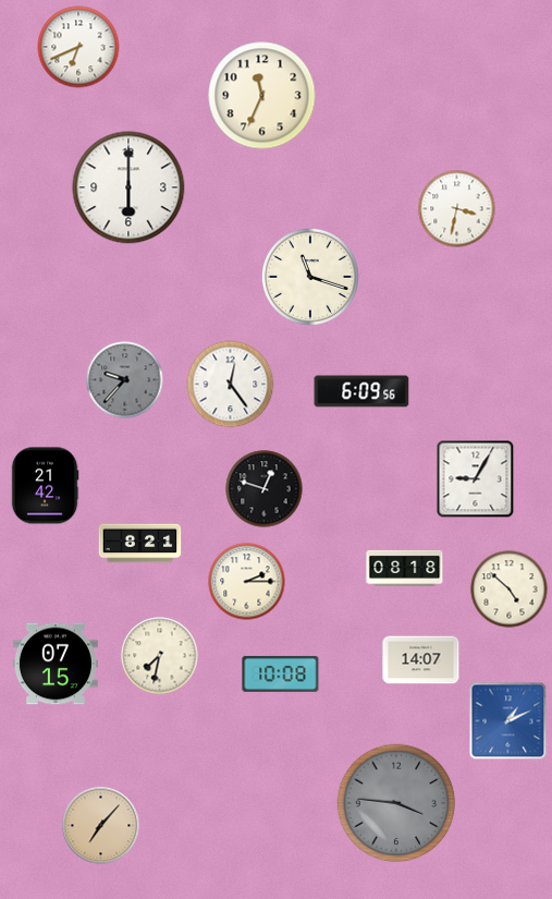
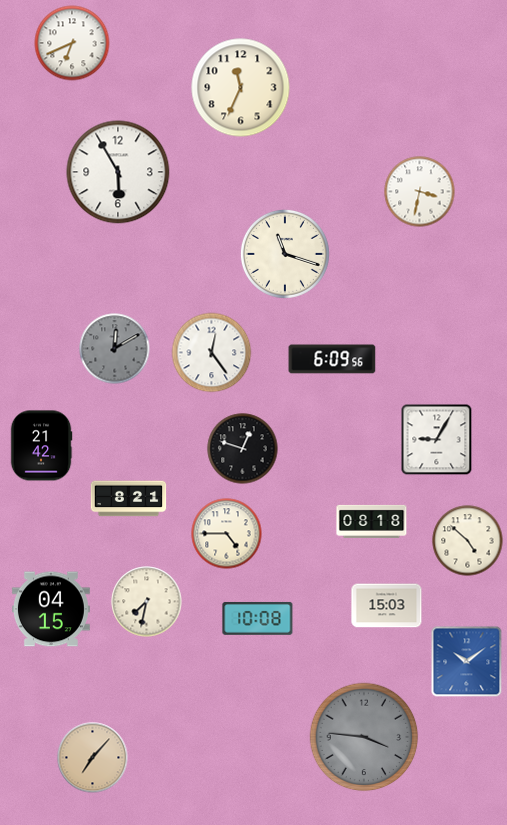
clock at (128, 187): 6:00 -> 5:55
clock at (125, 380): 9:37 -> 12:10
clock at (247, 582): 2:15 -> 4:45
clock at (421, 660): 14:07 -> 15:03
clock at (56, 664): 07:15 -> 04:15
clock at (508, 721): 1:11 -> 10:09
